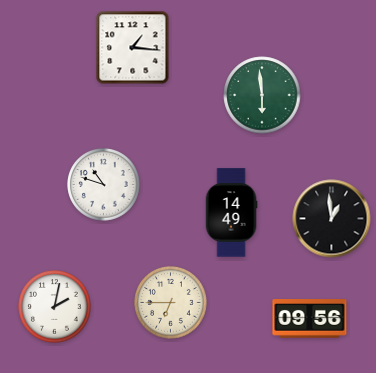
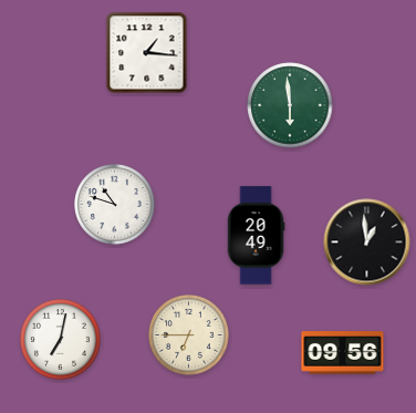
clock at (231, 213): 14:49 -> 20:49
clock at (55, 307): 2:02 -> 7:02
